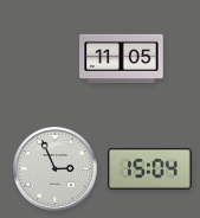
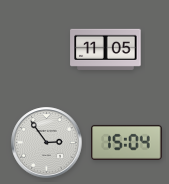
clock at (122, 58) position: (122, 58) -> (106, 49)
clock at (56, 169): 2:56 -> 2:54
